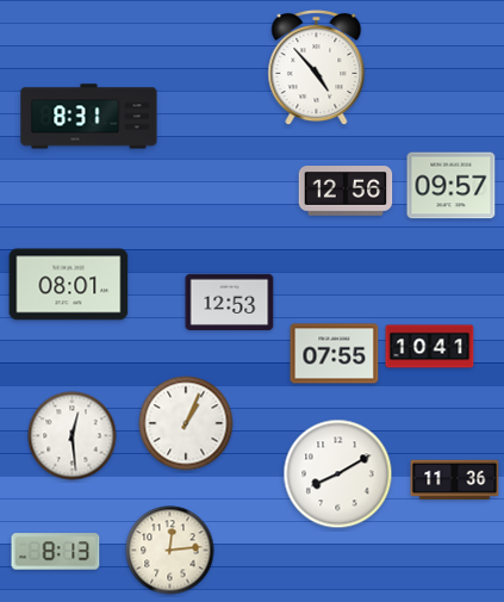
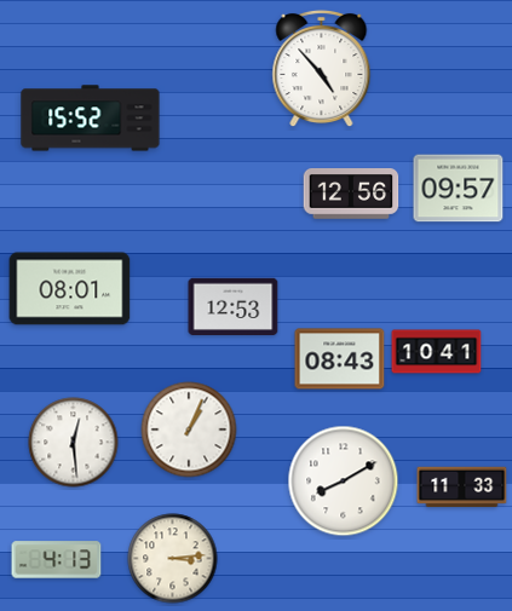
clock at (89, 117): 8:31 -> 15:52
clock at (335, 354): 07:55 -> 08:43
clock at (455, 480): 11:36 -> 11:33
clock at (170, 551): 12:14 -> 3:14
clock at (56, 552): 8:13 -> 4:13
